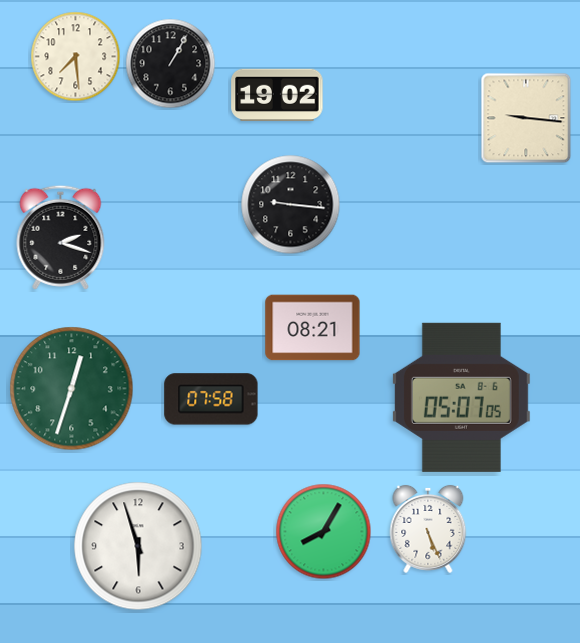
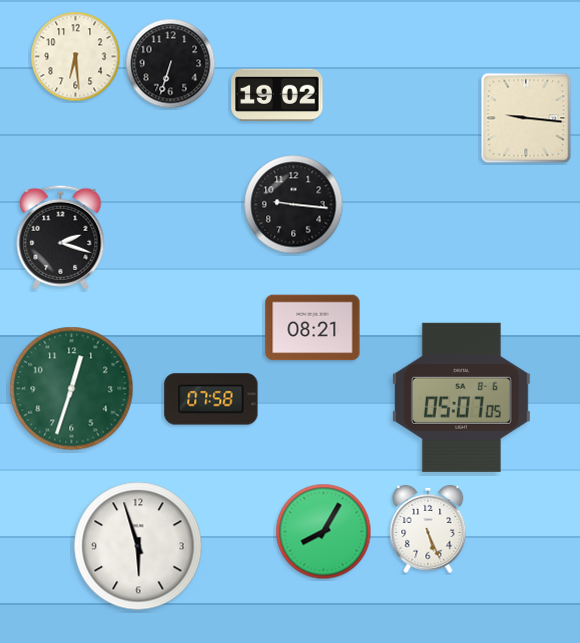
clock at (76, 57): 7:29 -> 6:29
clock at (171, 64): 1:05 -> 6:33
clock at (291, 205) position: (291, 205) -> (294, 205)
